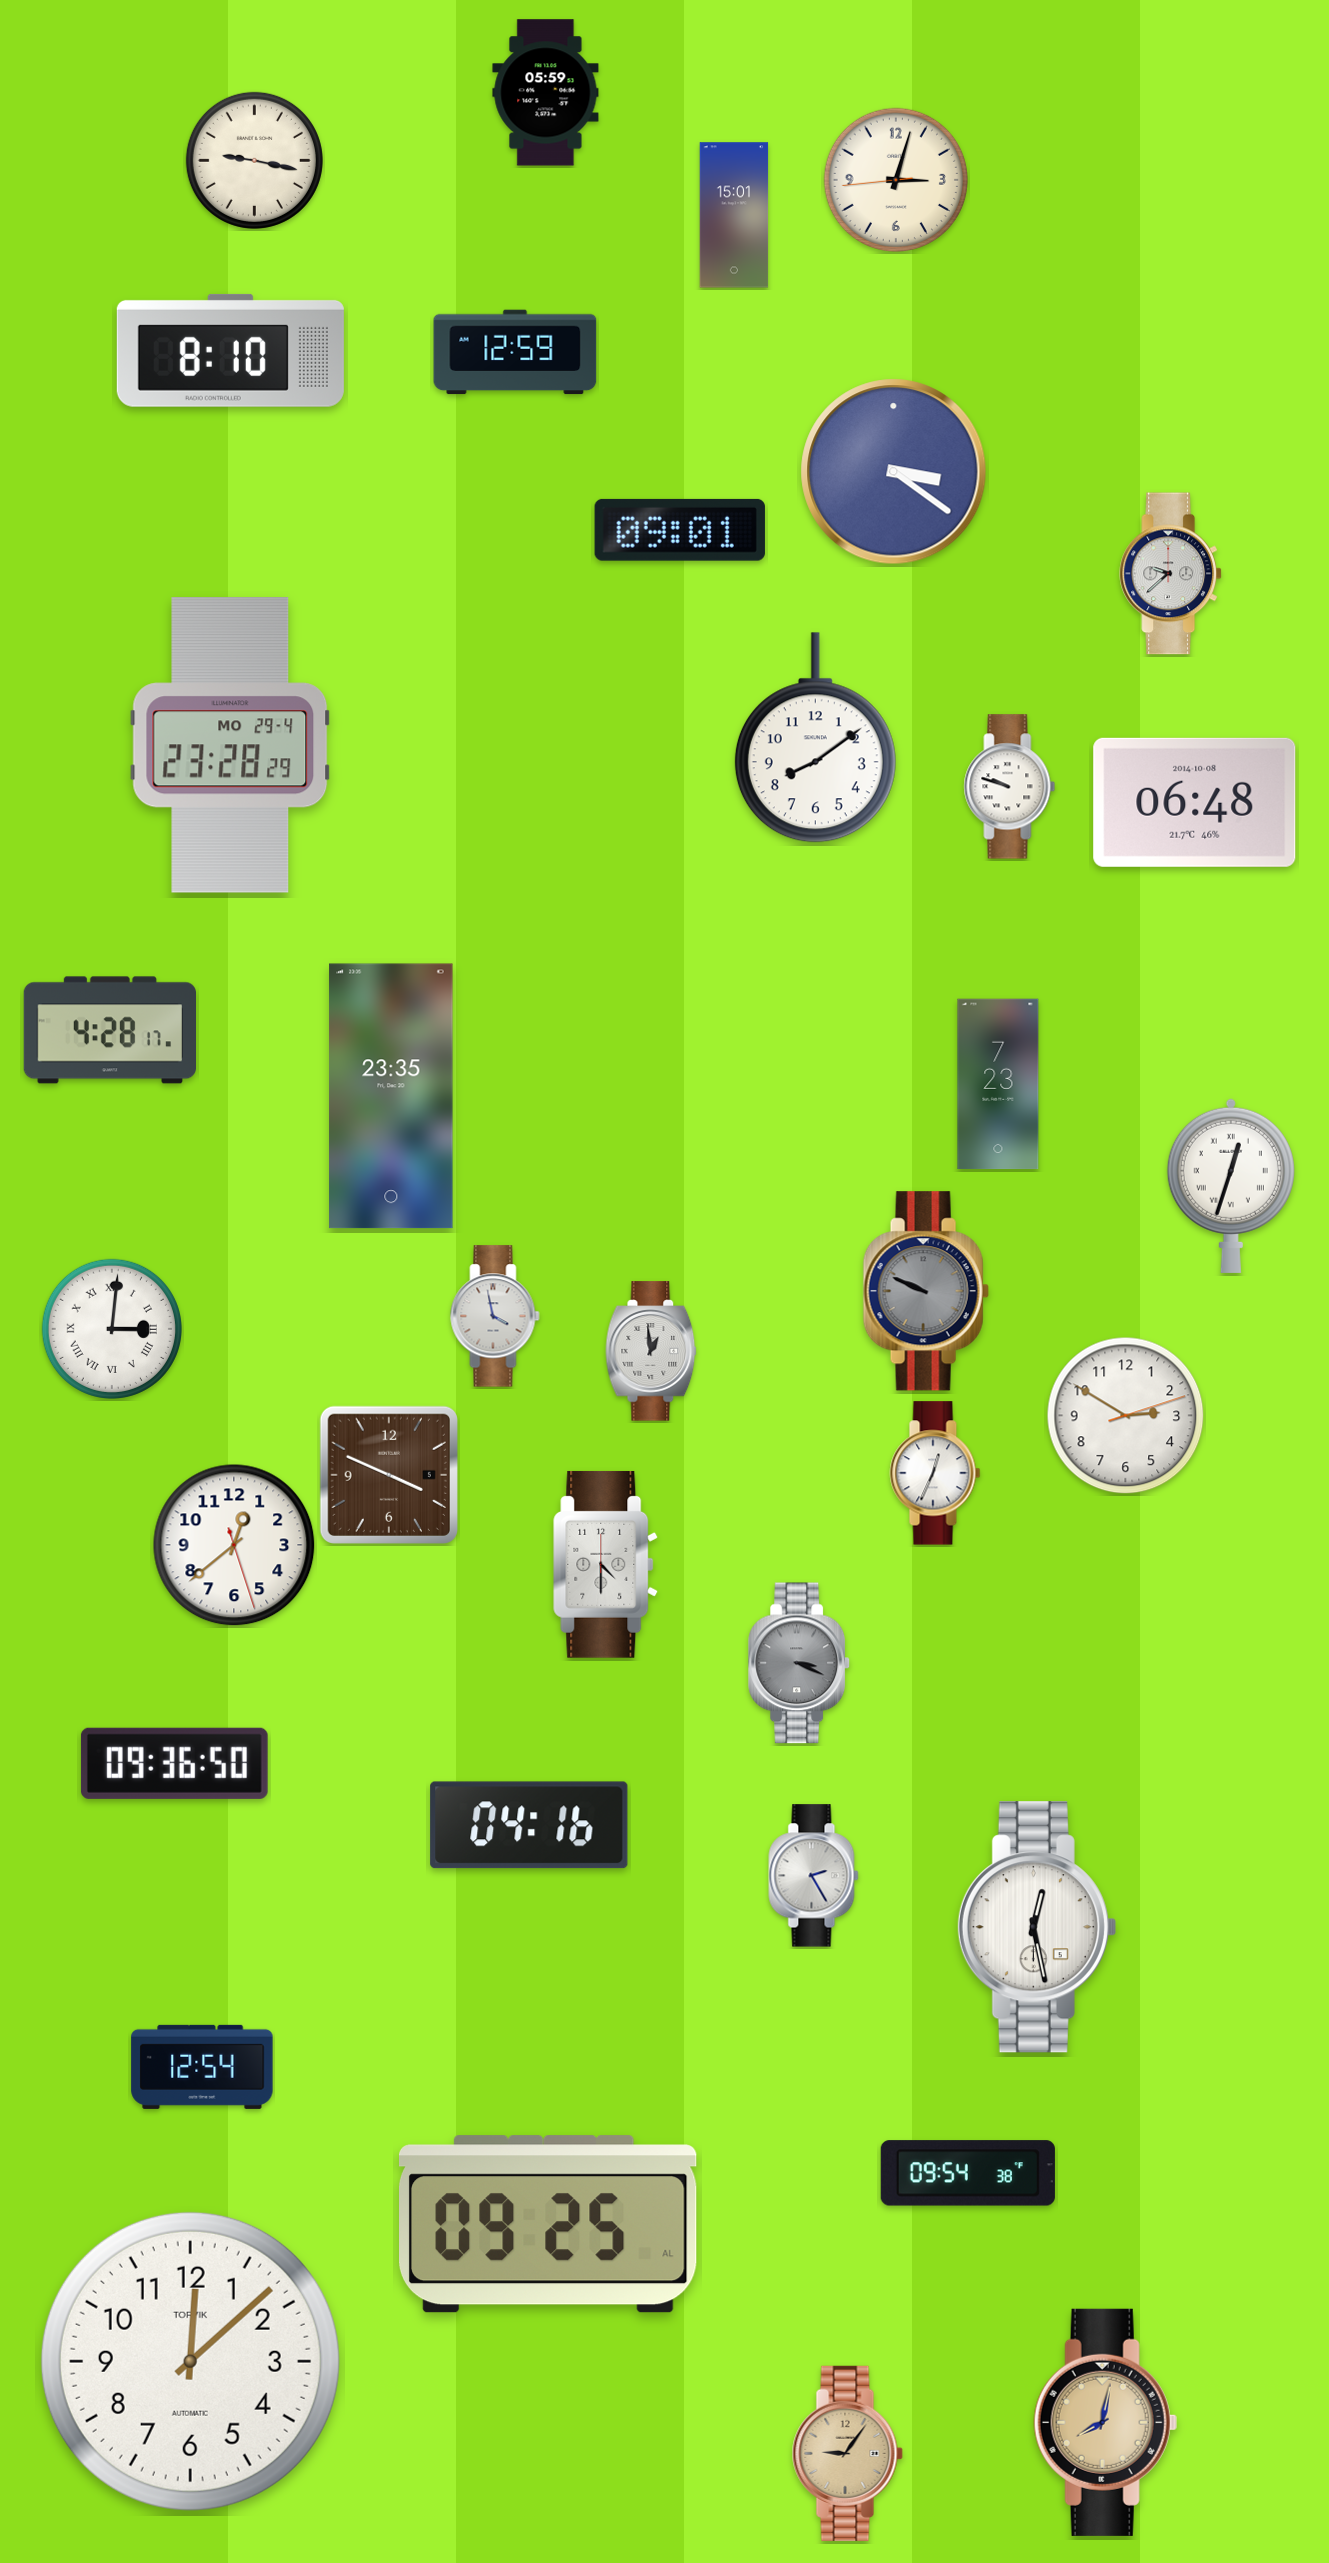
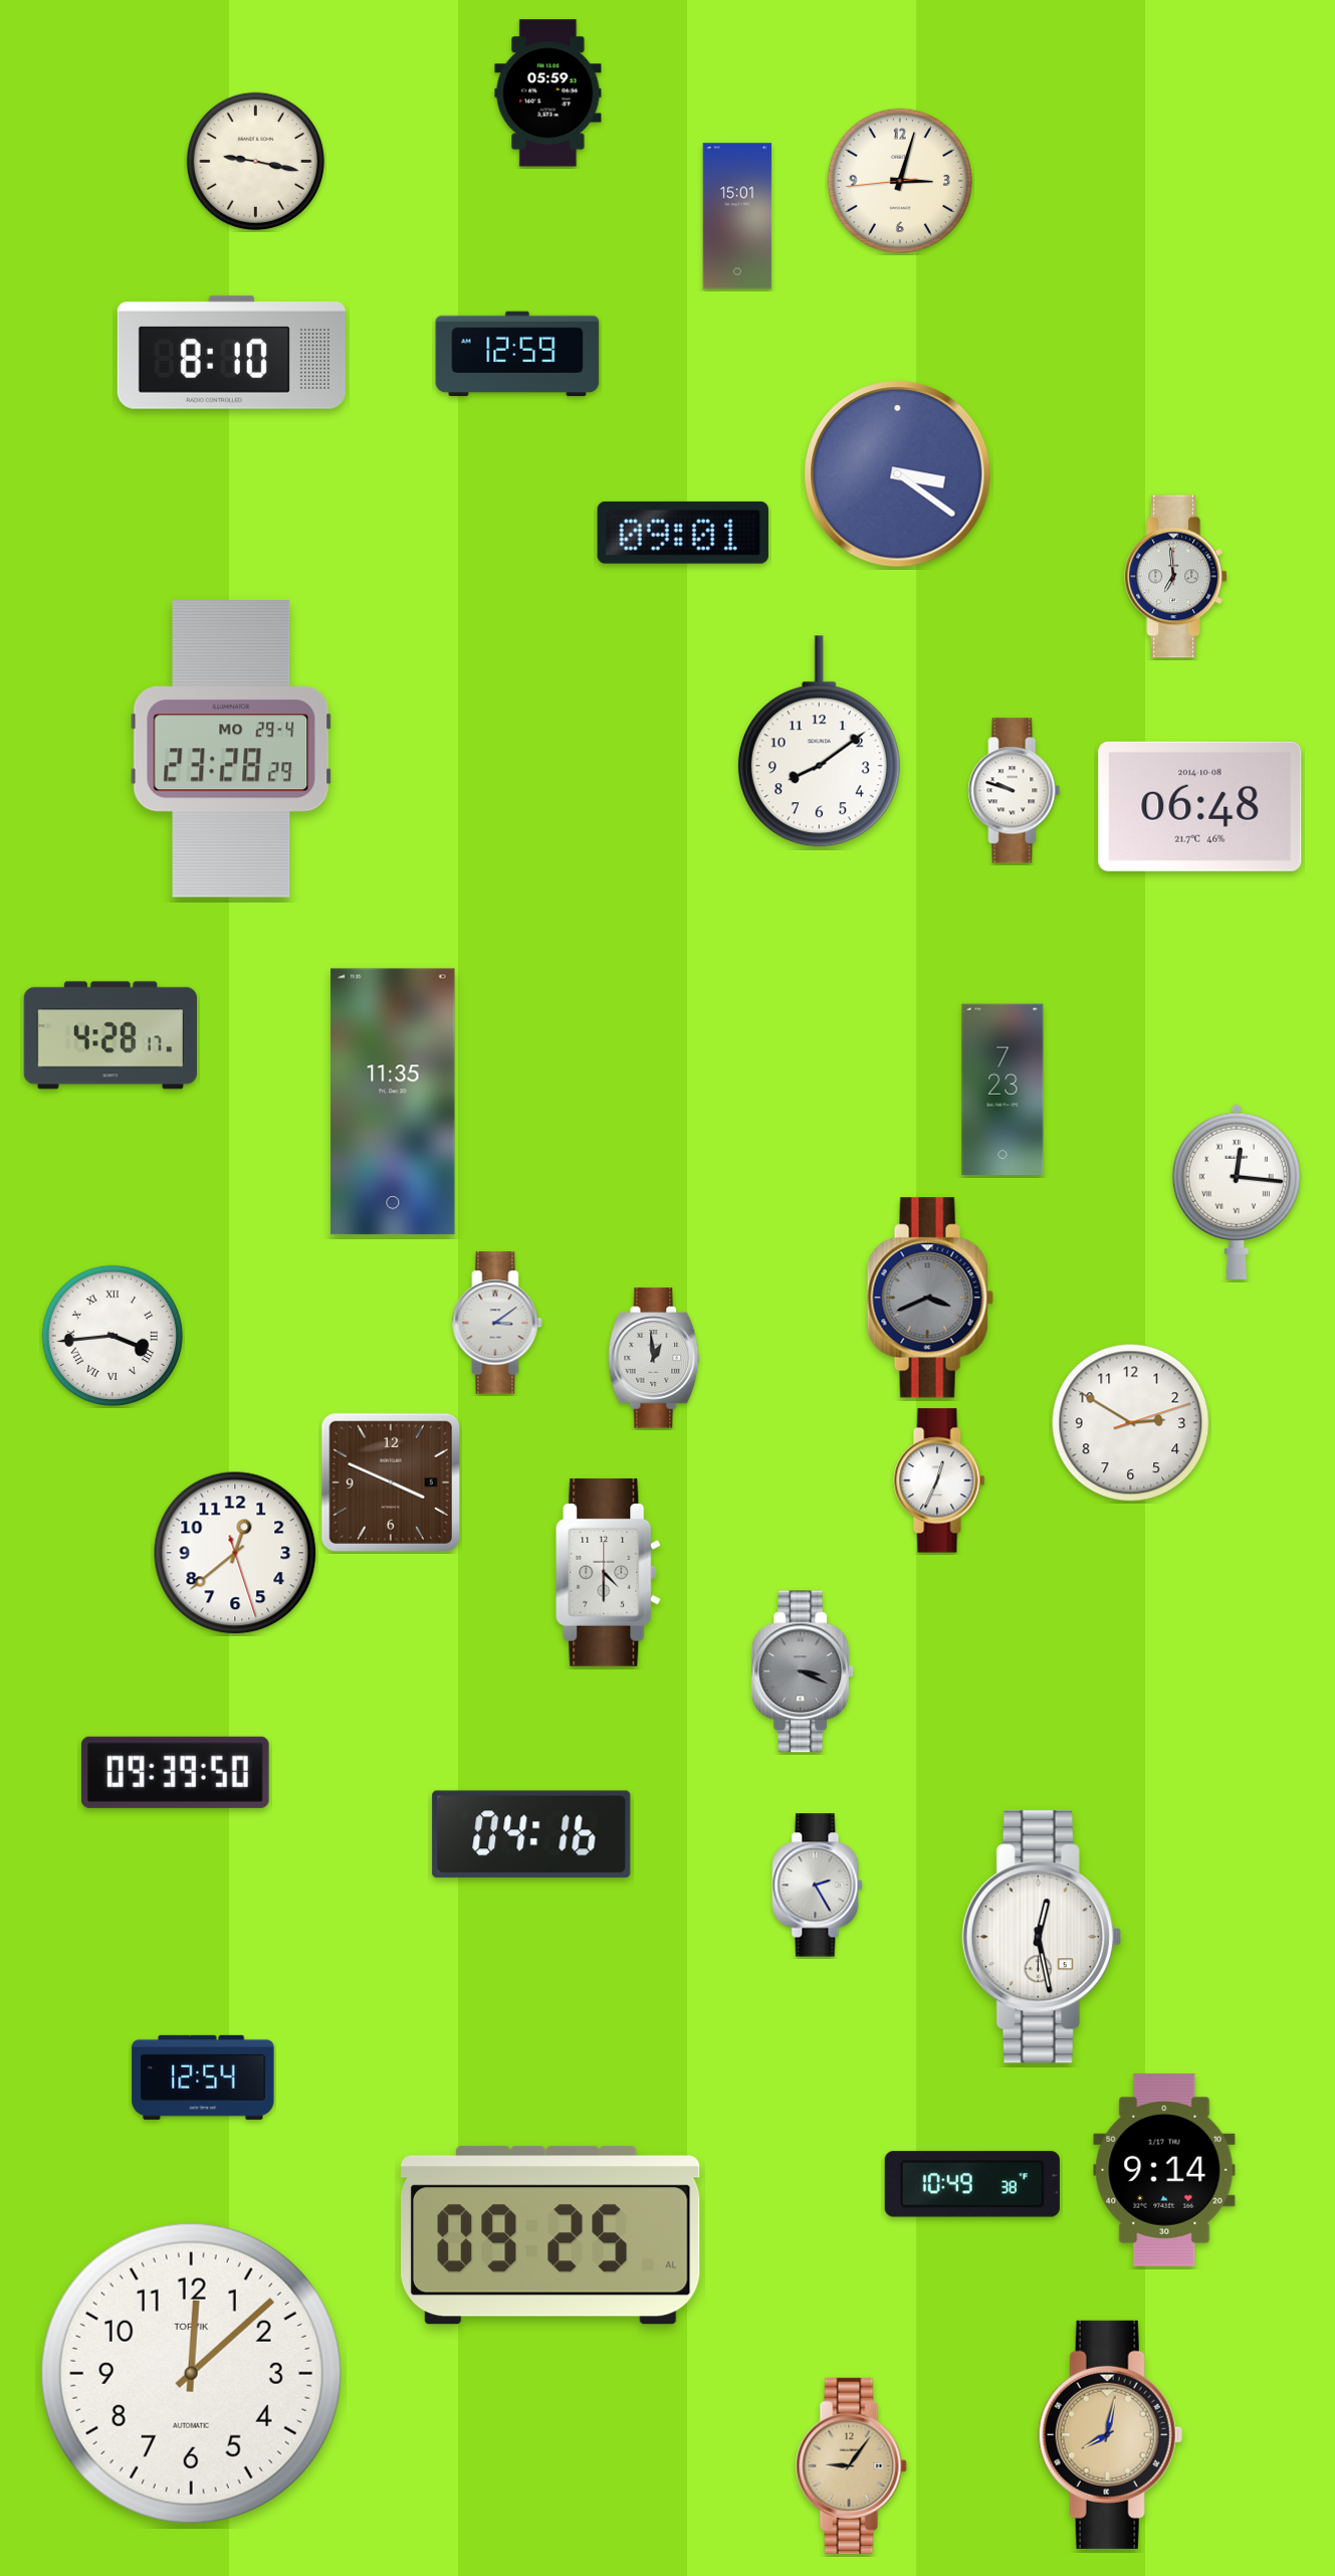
clock at (1171, 574): 9:38 -> 6:59
clock at (391, 1096): 23:35 -> 11:35
clock at (1231, 1186): 12:33 -> 12:16
clock at (926, 1291): 9:49 -> 3:41
clock at (495, 1316): 3:58 -> 3:09
clock at (112, 1329): 3:01 -> 3:44
clock at (174, 1763): 09:36 -> 09:39
clock at (1164, 2170): none -> 9:14
clock at (968, 2173): 09:54 -> 10:49
